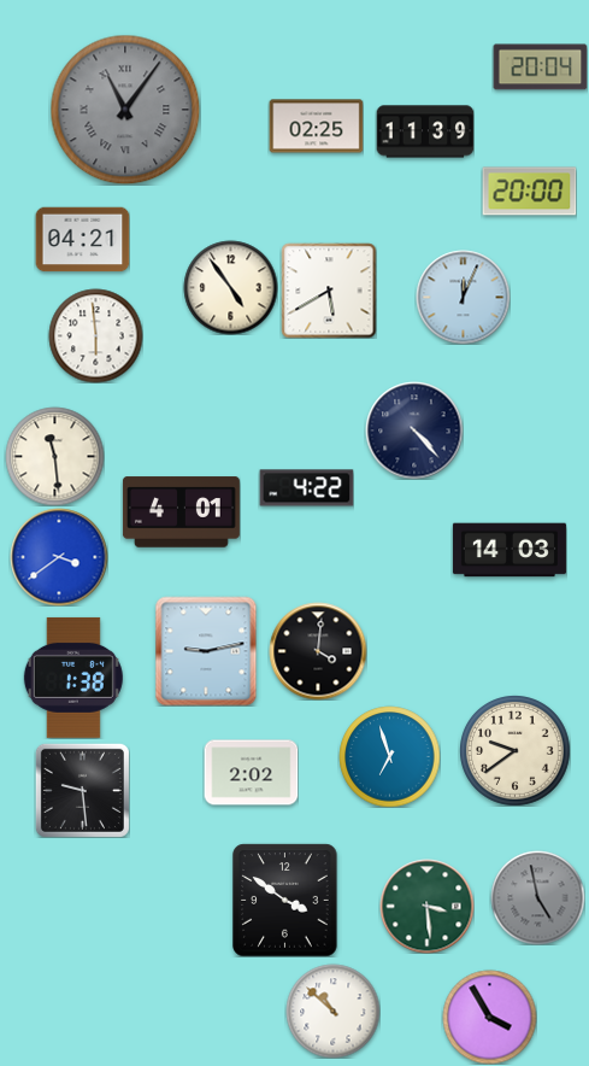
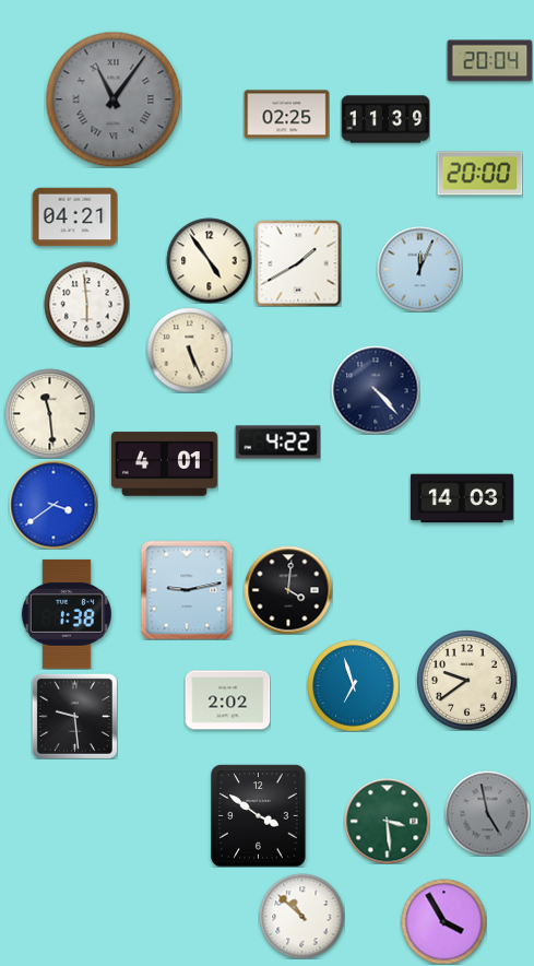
clock at (329, 291): 5:40 -> 1:40
clock at (189, 350): none -> 5:26
